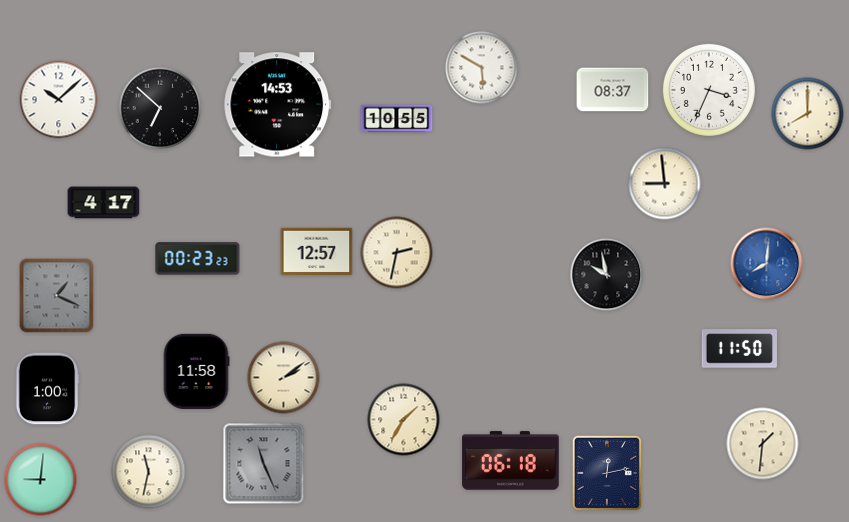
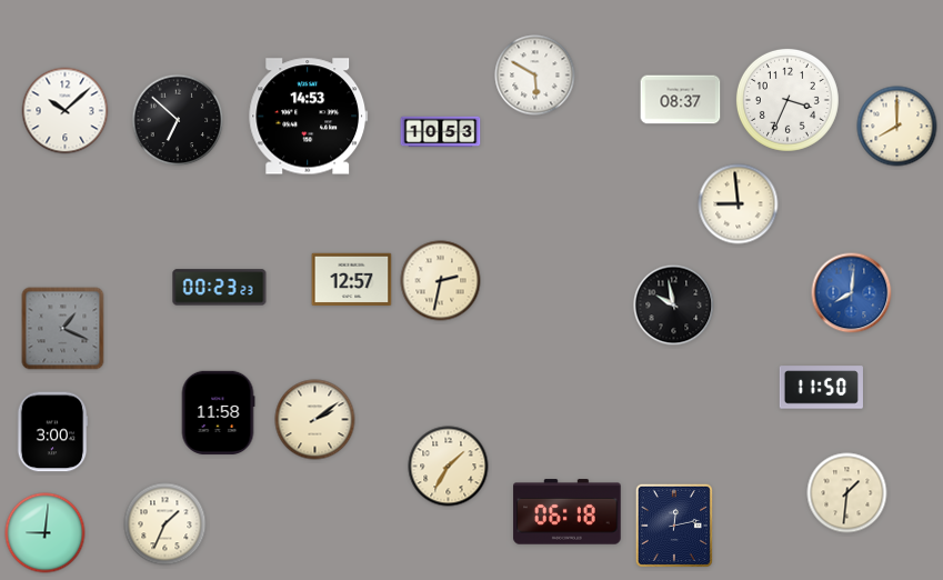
clock at (397, 119): 10:55 -> 10:53
clock at (104, 203): 4:17 -> none
clock at (47, 389): 1:00 -> 3:00
clock at (264, 464): 11:26 -> none
clock at (149, 472): 11:32 -> 1:34
